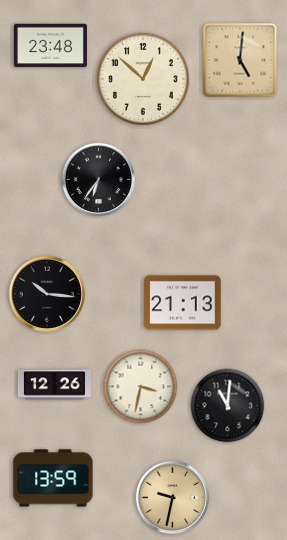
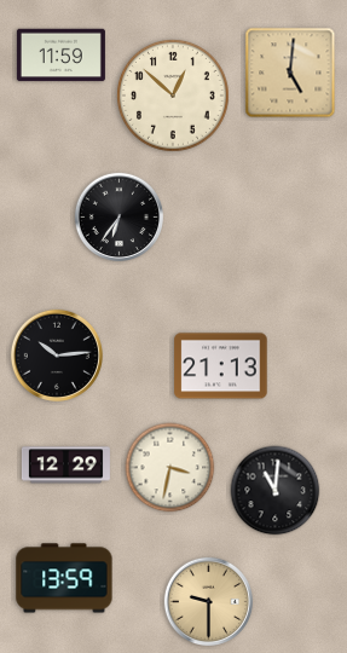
clock at (50, 46): 23:48 -> 11:59
clock at (47, 294): 10:16 -> 10:14
clock at (54, 385): 12:26 -> 12:29
clock at (172, 497): 9:32 -> 9:30
